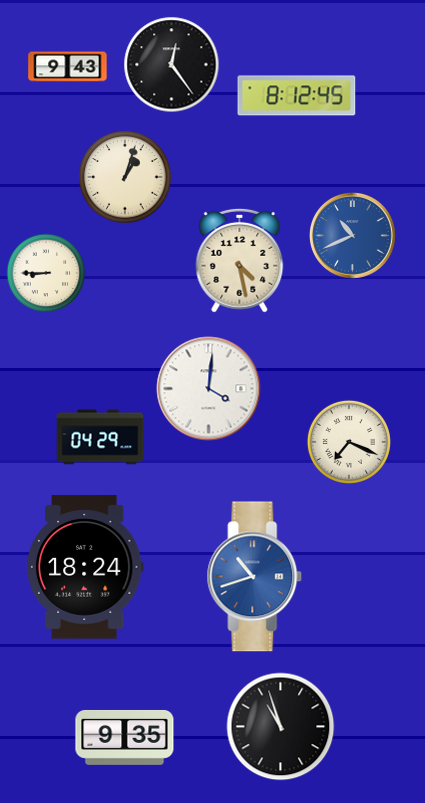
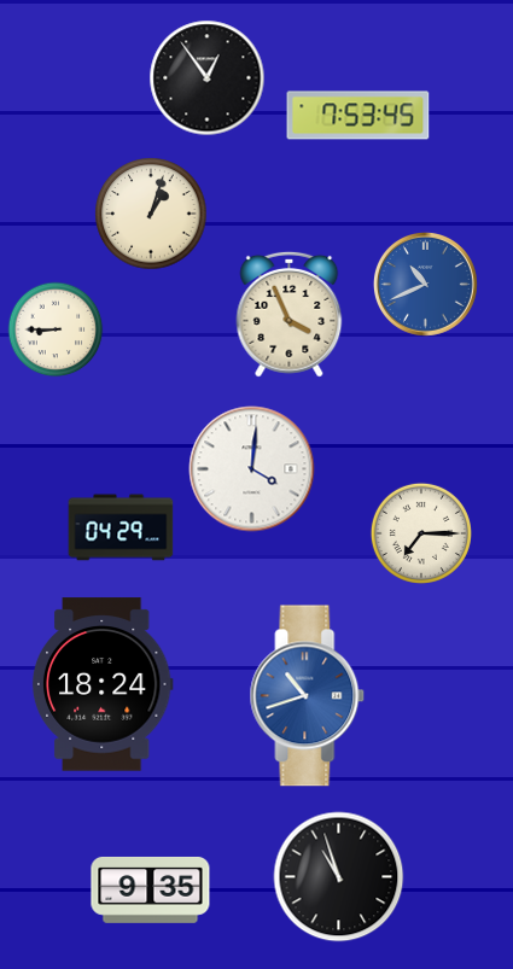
clock at (172, 65): 12:24 -> 12:54
clock at (68, 67): 9:43 -> none
clock at (297, 96): 8:12 -> 7:53
clock at (240, 260): 4:28 -> 3:56
clock at (349, 442): 7:19 -> 7:15
